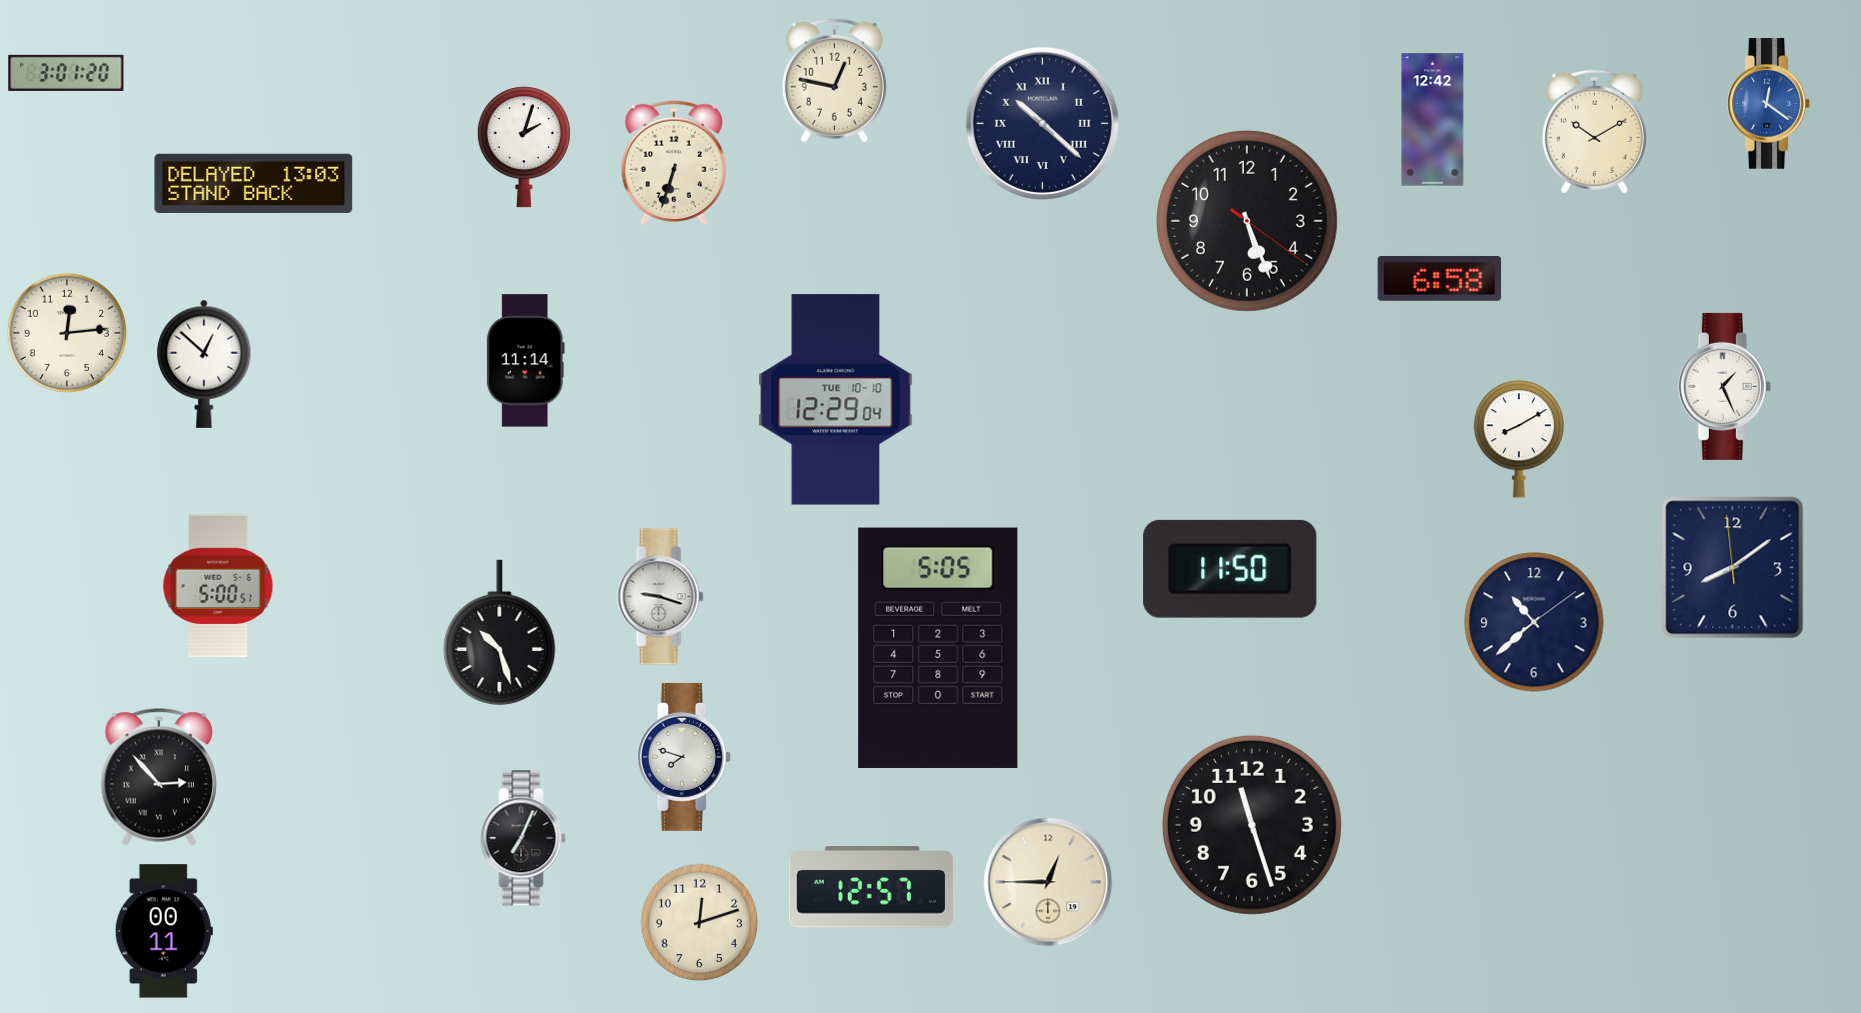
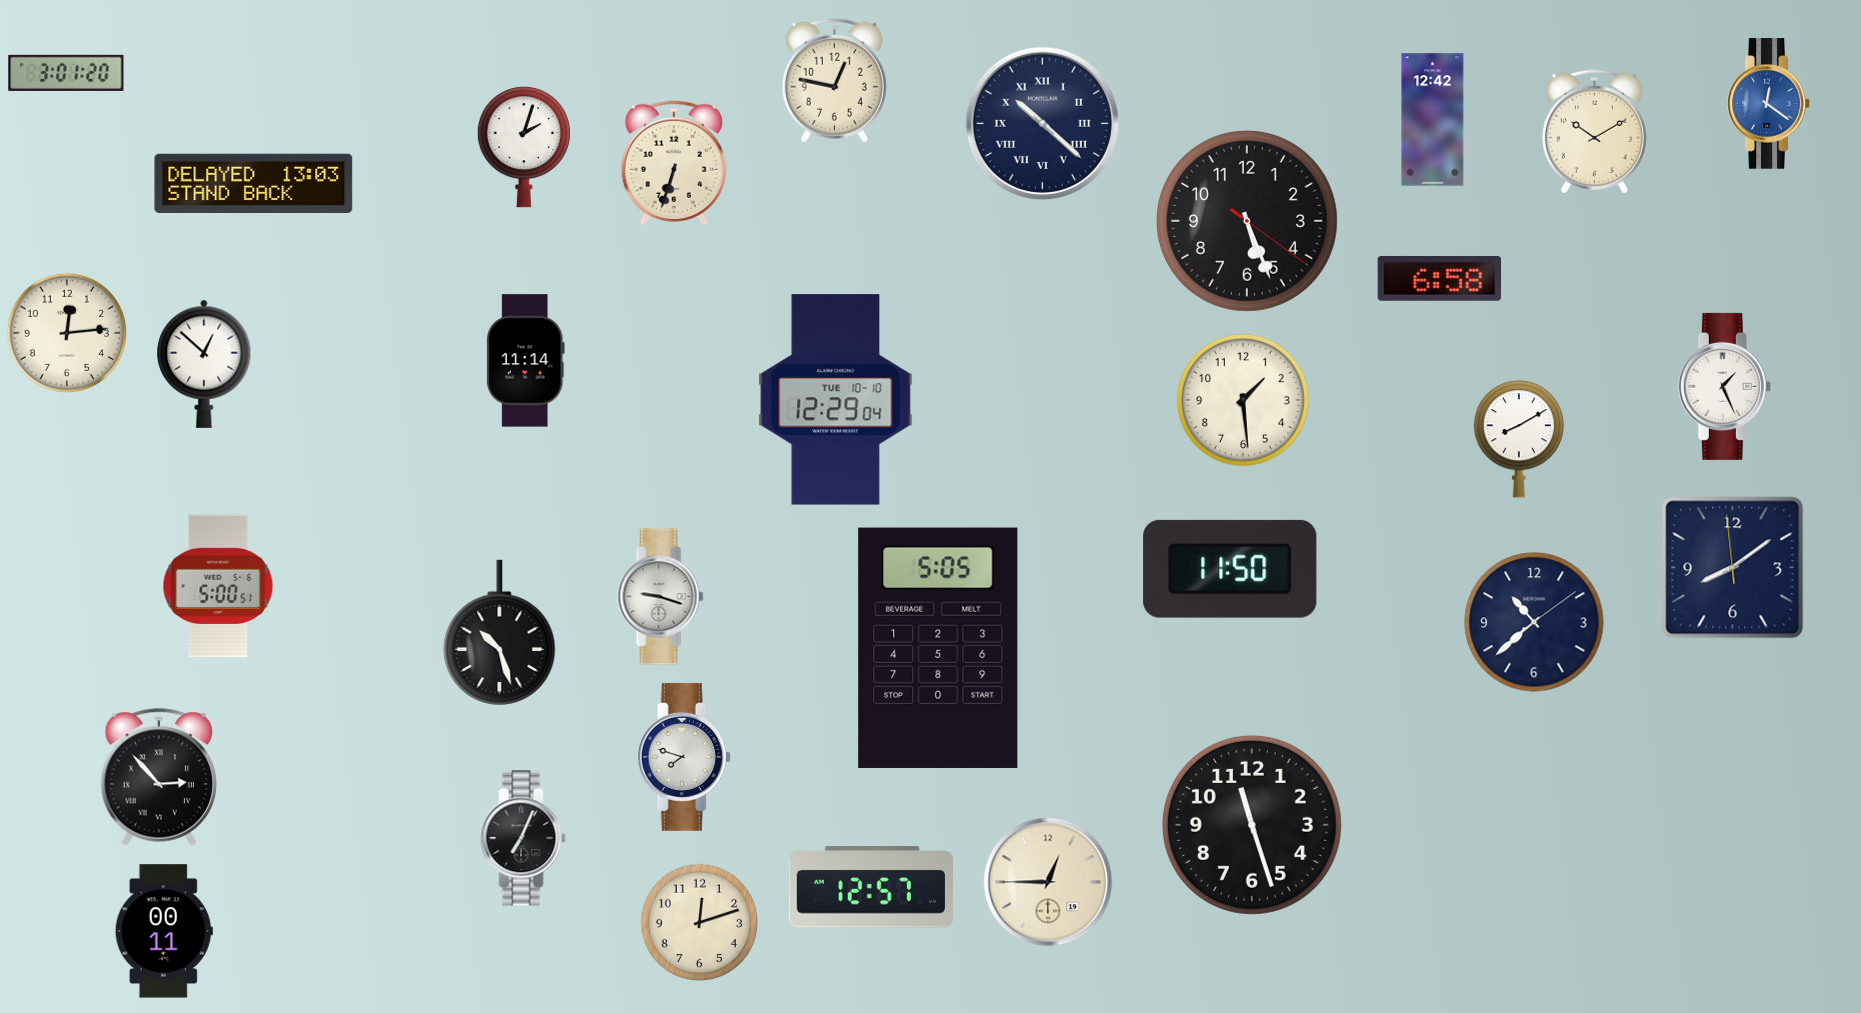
clock at (1244, 401): none -> 1:29
